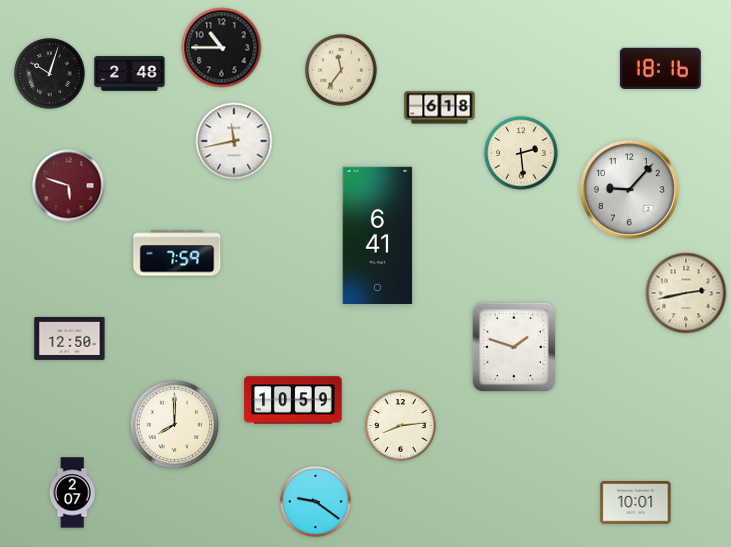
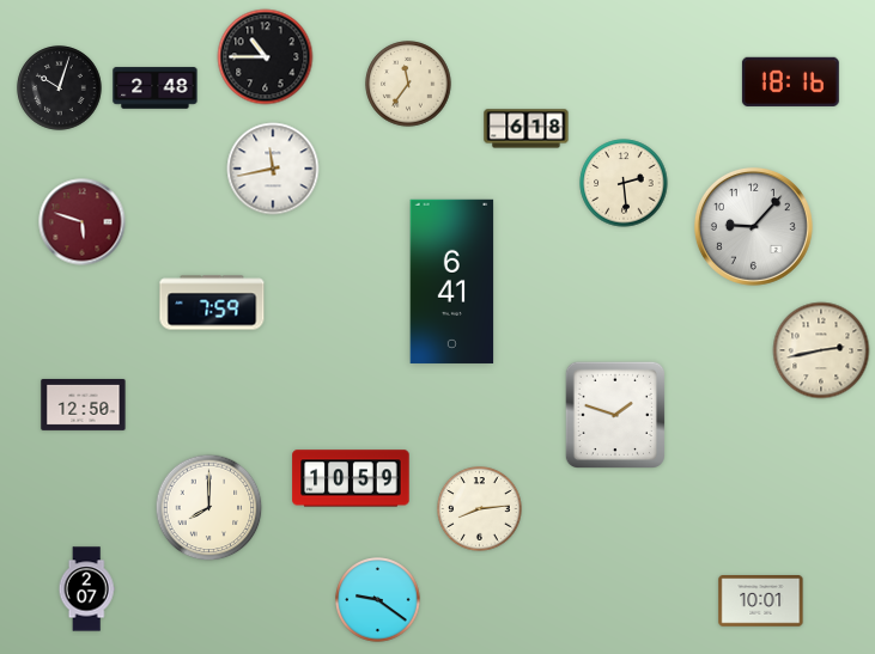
clock at (234, 141) position: (234, 141) -> (273, 169)
